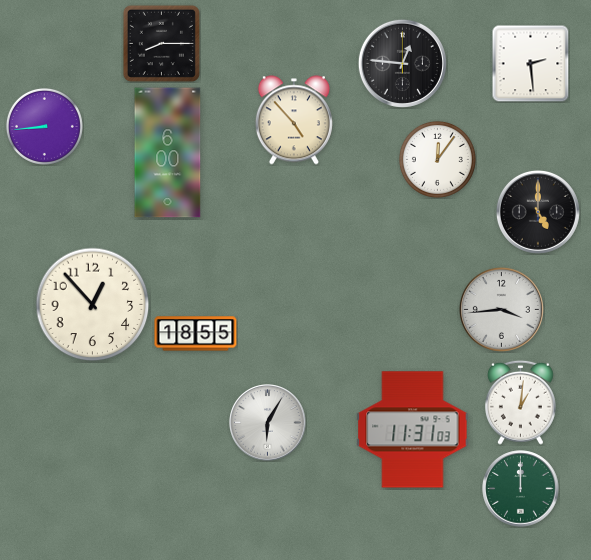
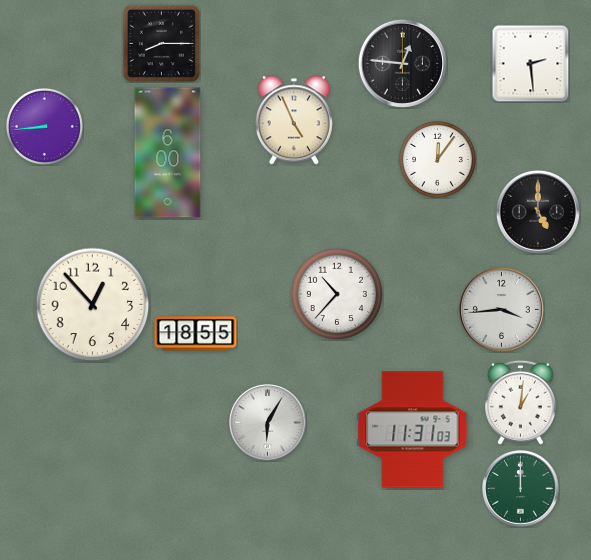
clock at (294, 120): 4:53 -> 4:56
clock at (336, 293): none -> 10:37
